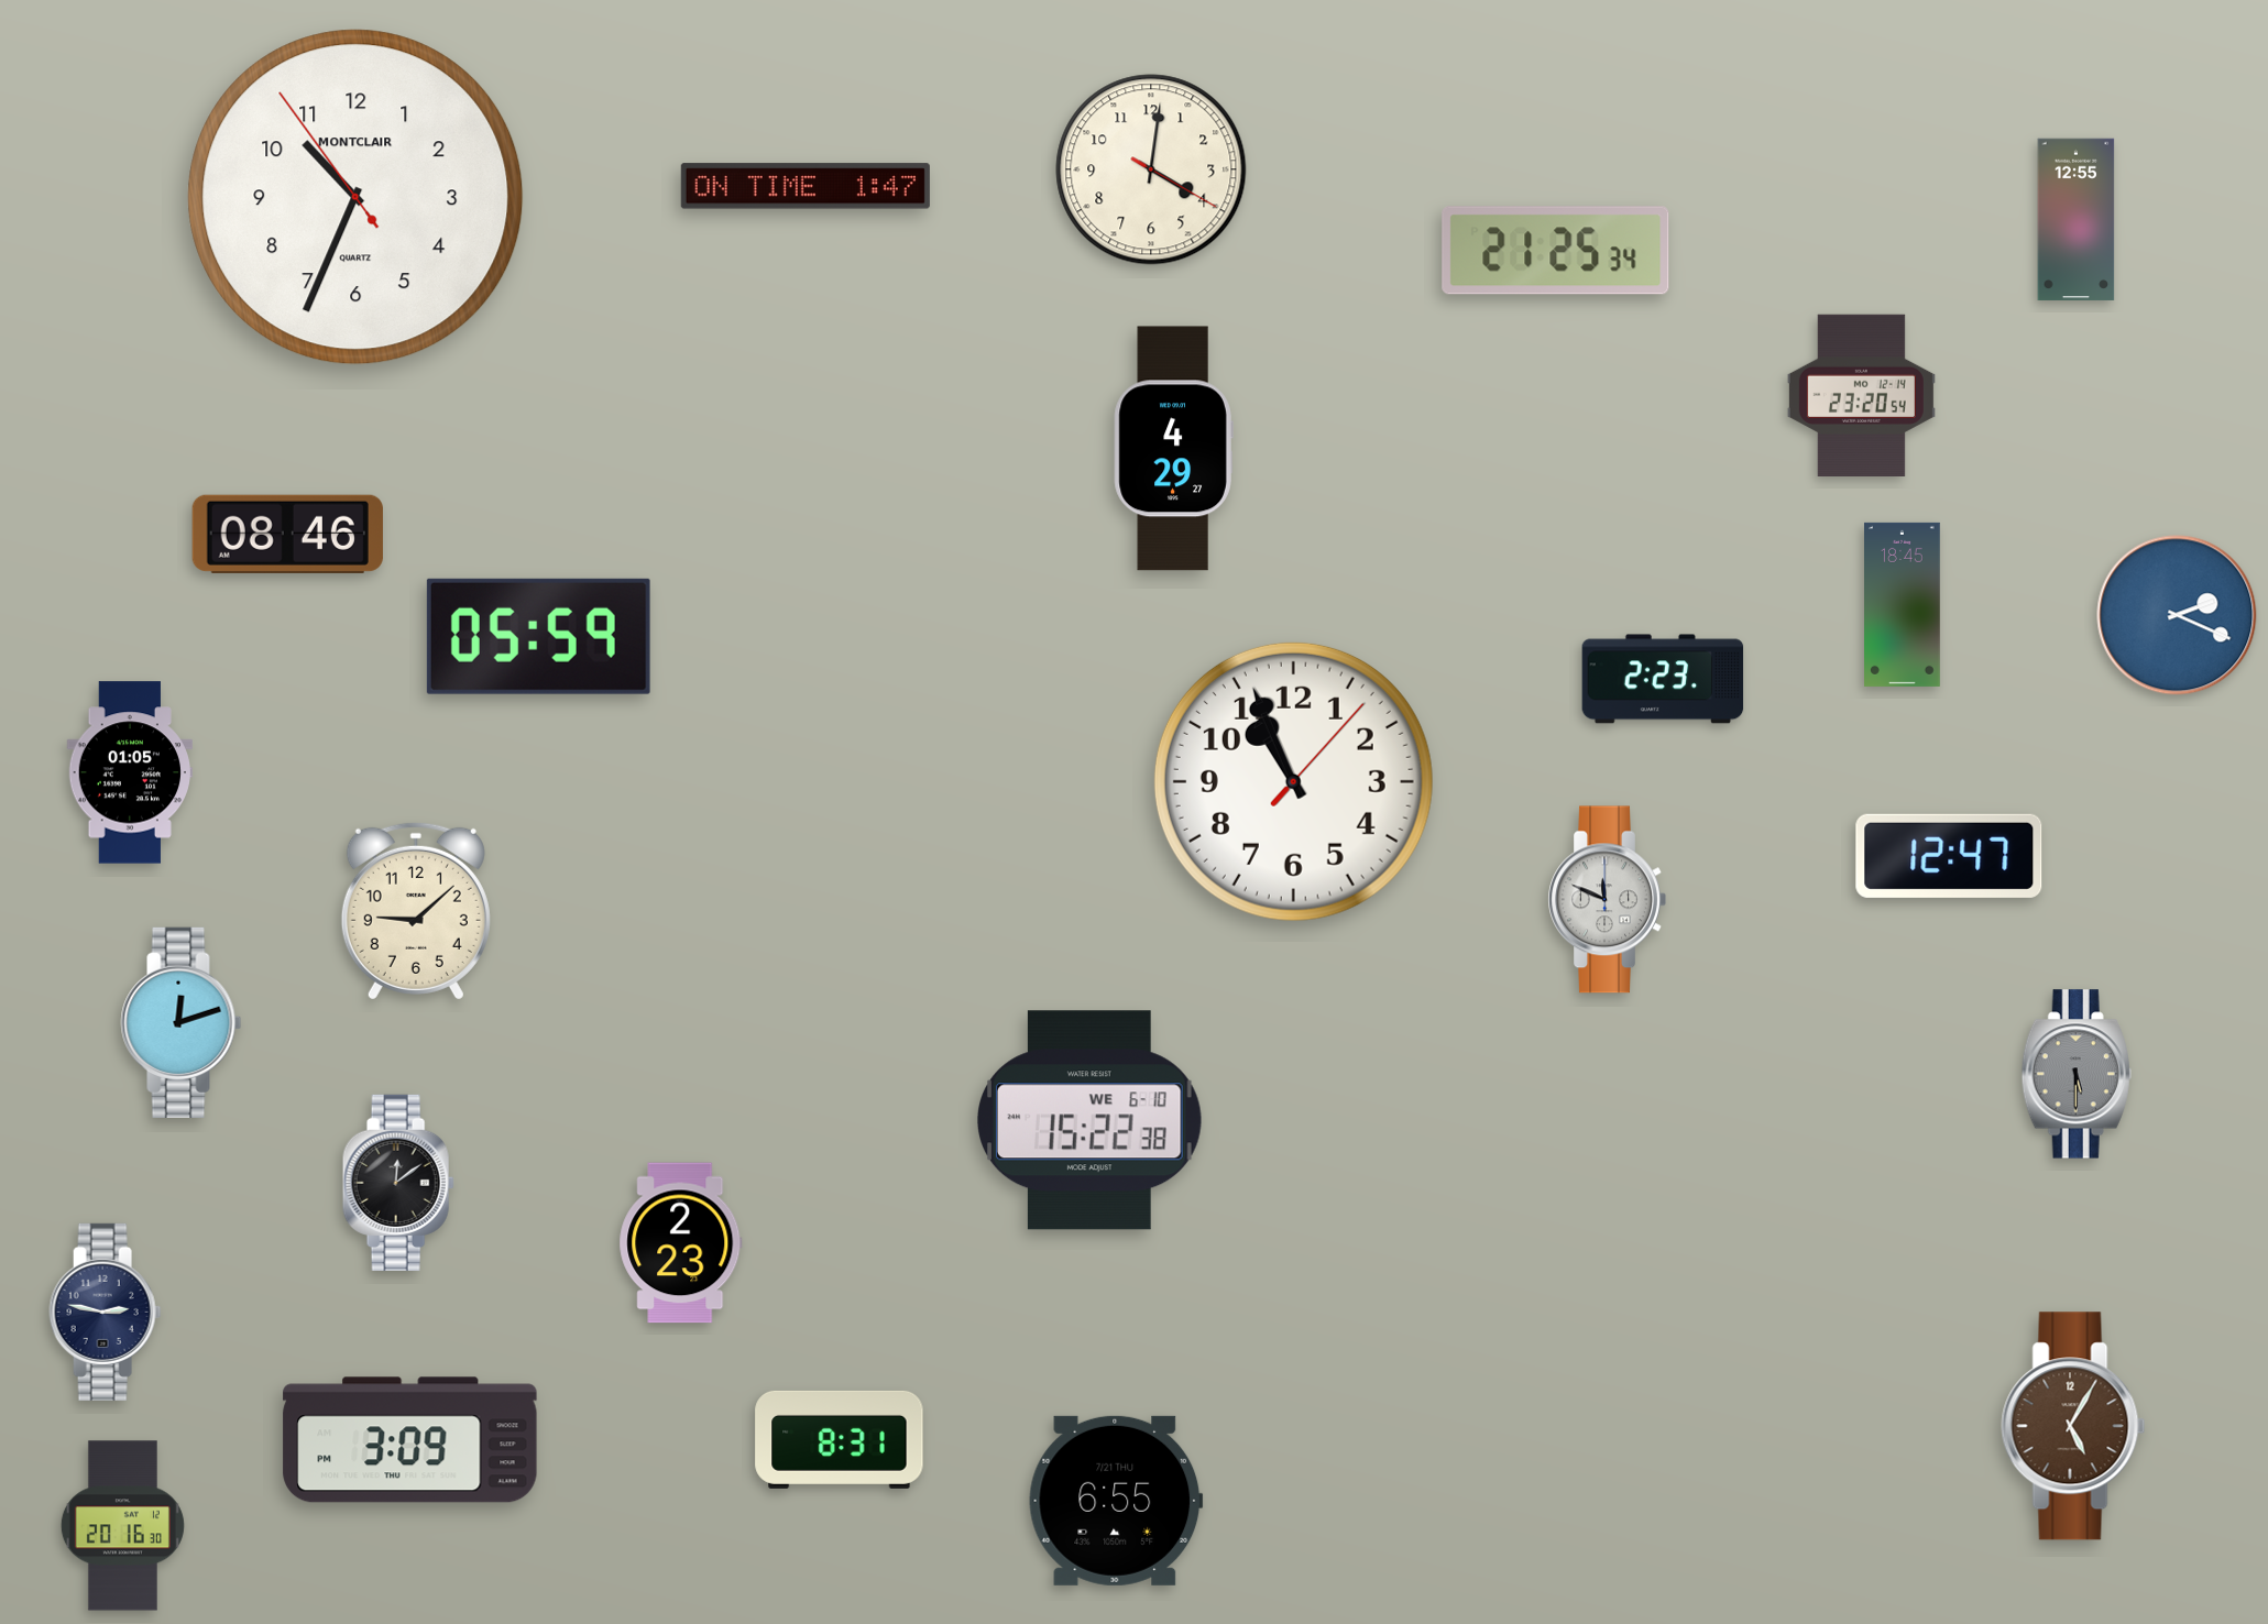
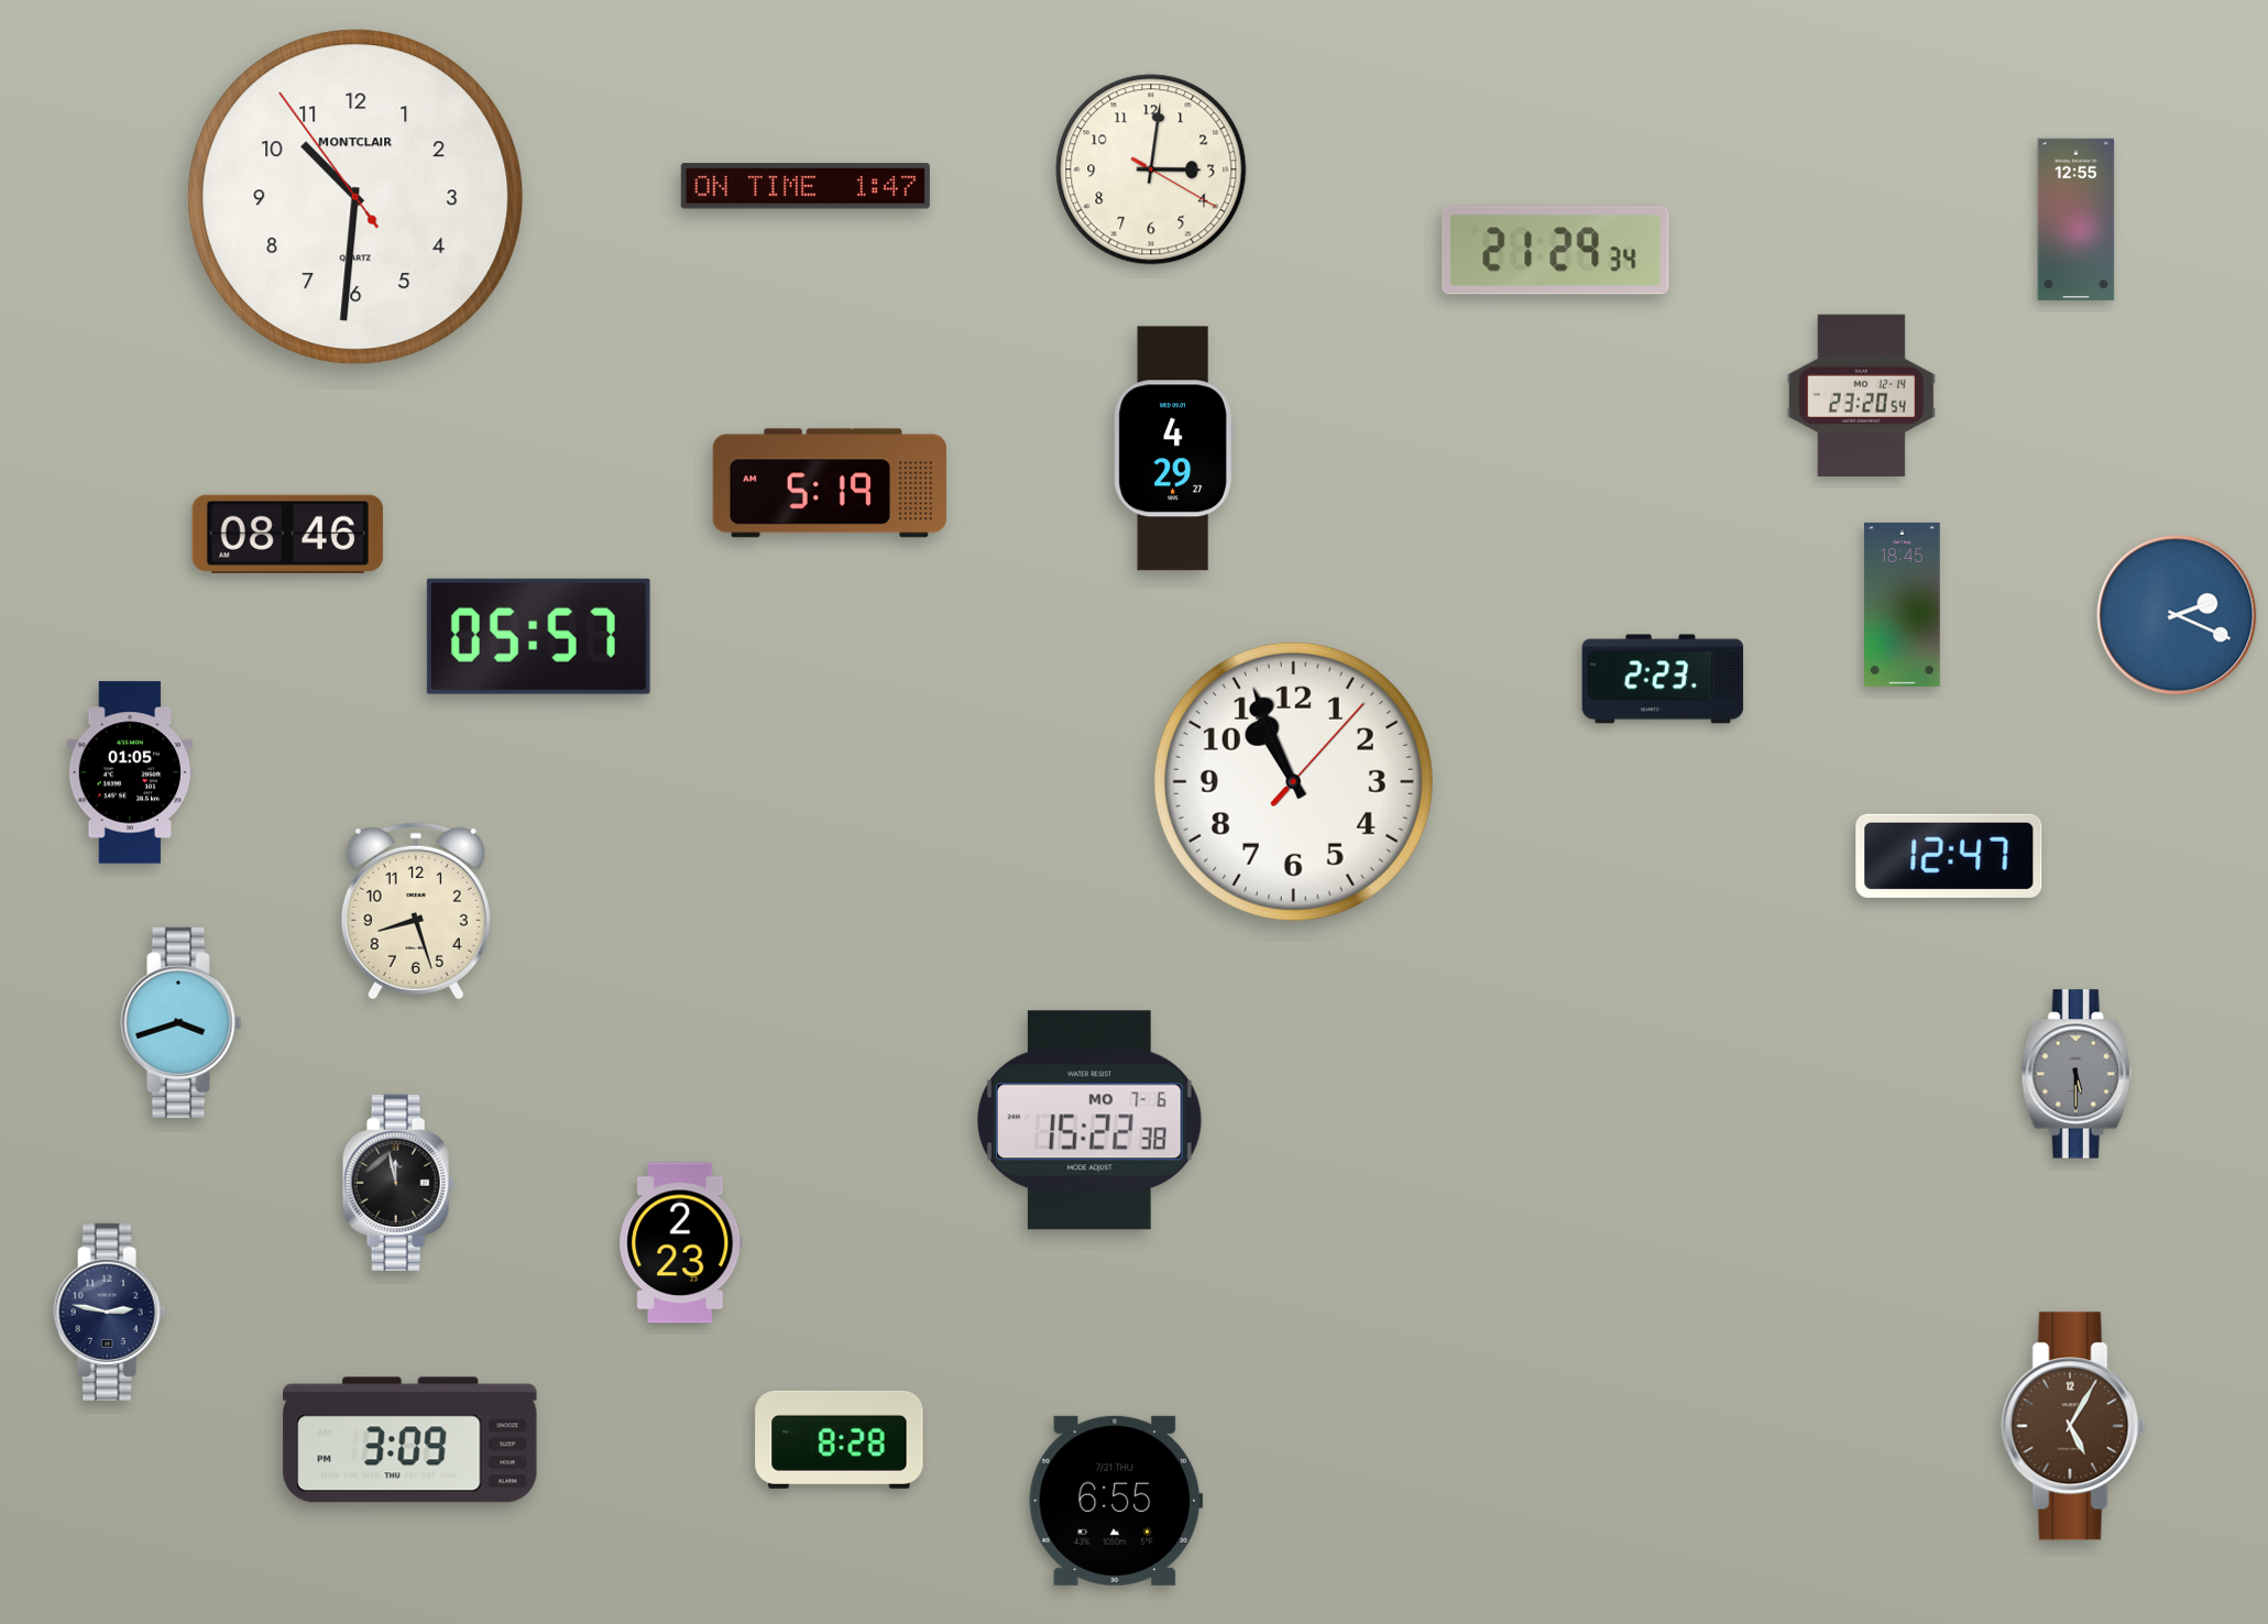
clock at (1151, 169): 4:01 -> 3:01
clock at (355, 197): 10:33 -> 10:30
clock at (1556, 251): 21:25 -> 21:29
clock at (830, 483): none -> 5:19
clock at (538, 636): 05:59 -> 05:57
clock at (1607, 900): 11:49 -> none
clock at (416, 911): 9:08 -> 8:27
clock at (182, 1022): 12:12 -> 3:42
clock at (1089, 1120) date: WE 6-10 -> MO 7-6
clock at (398, 1183): 12:09 -> 11:58
clock at (106, 1312) position: (106, 1312) -> (110, 1312)
clock at (840, 1439): 8:31 -> 8:28
clock at (122, 1526): 20:16 -> none
